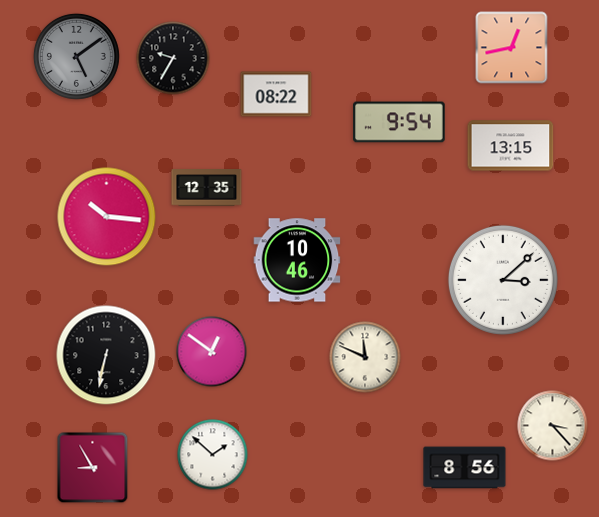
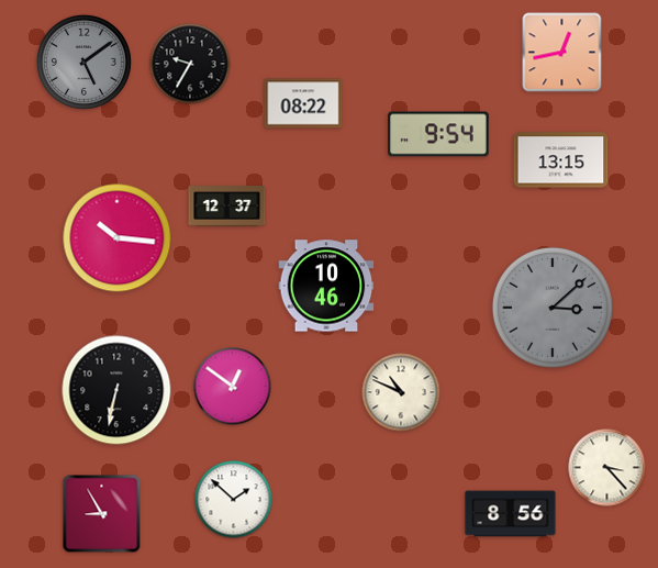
clock at (207, 188): 12:35 -> 12:37
clock at (503, 280) dial: white -> grey
clock at (365, 357): 11:49 -> 10:49
